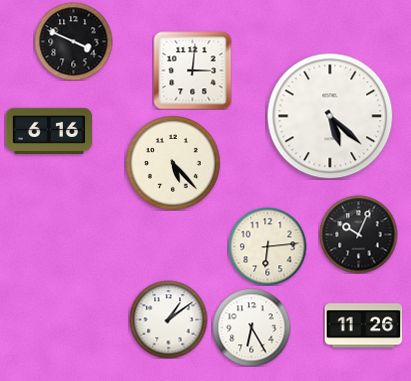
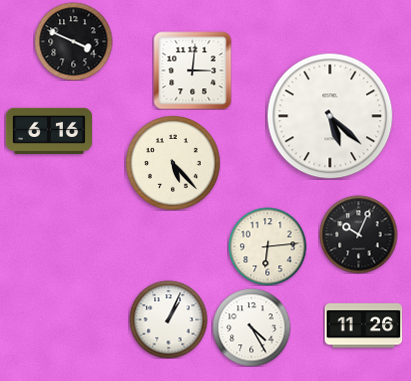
clock at (168, 319): 1:09 -> 1:04
clock at (251, 327): 6:25 -> 4:25
